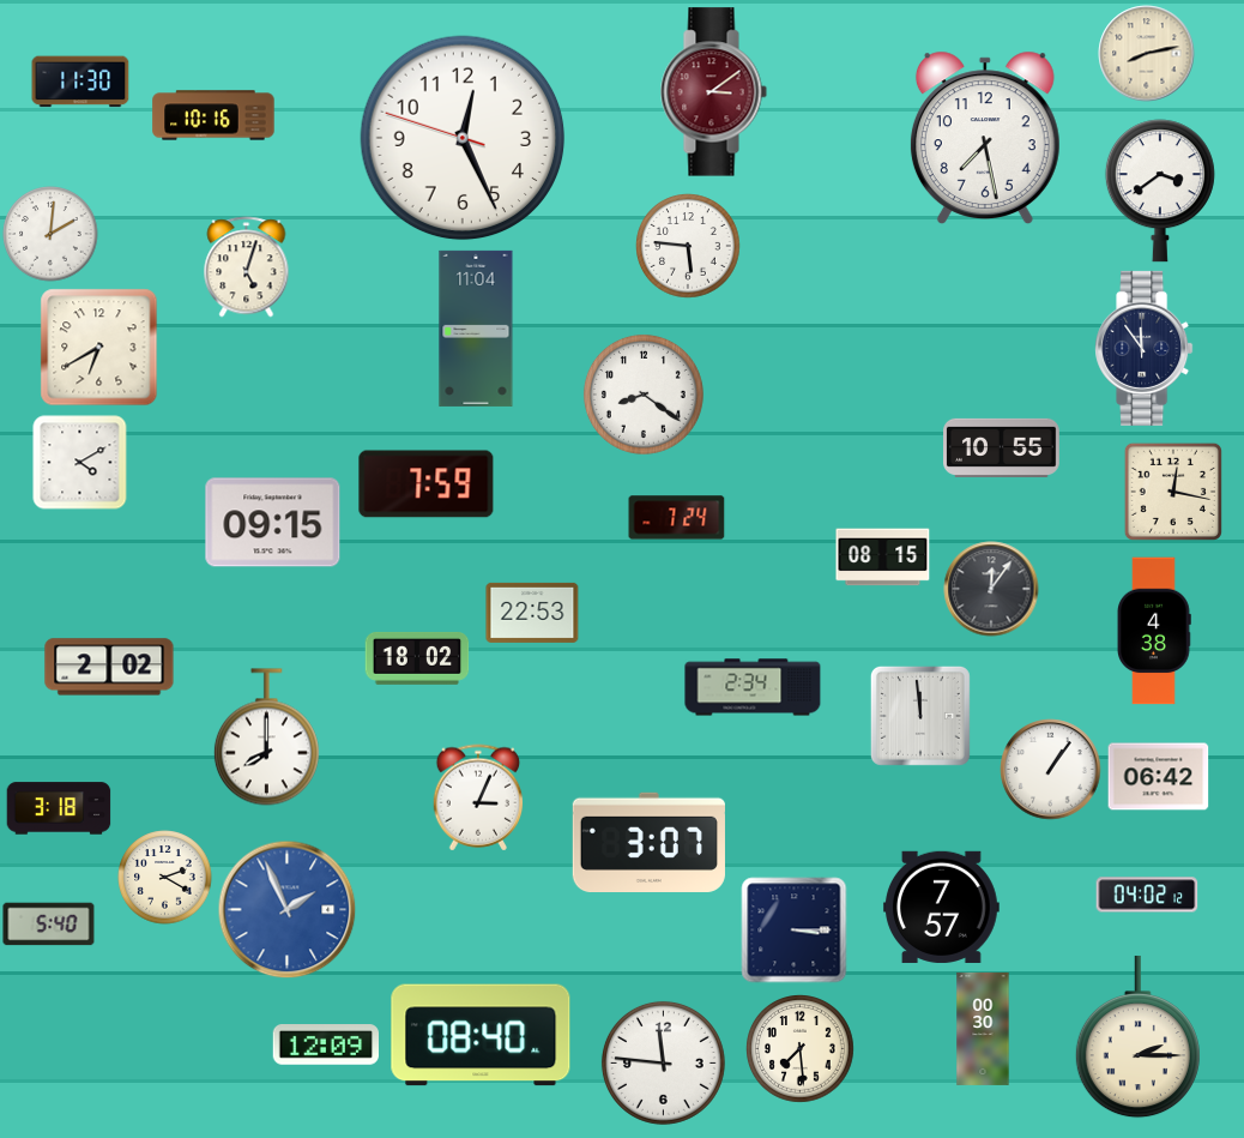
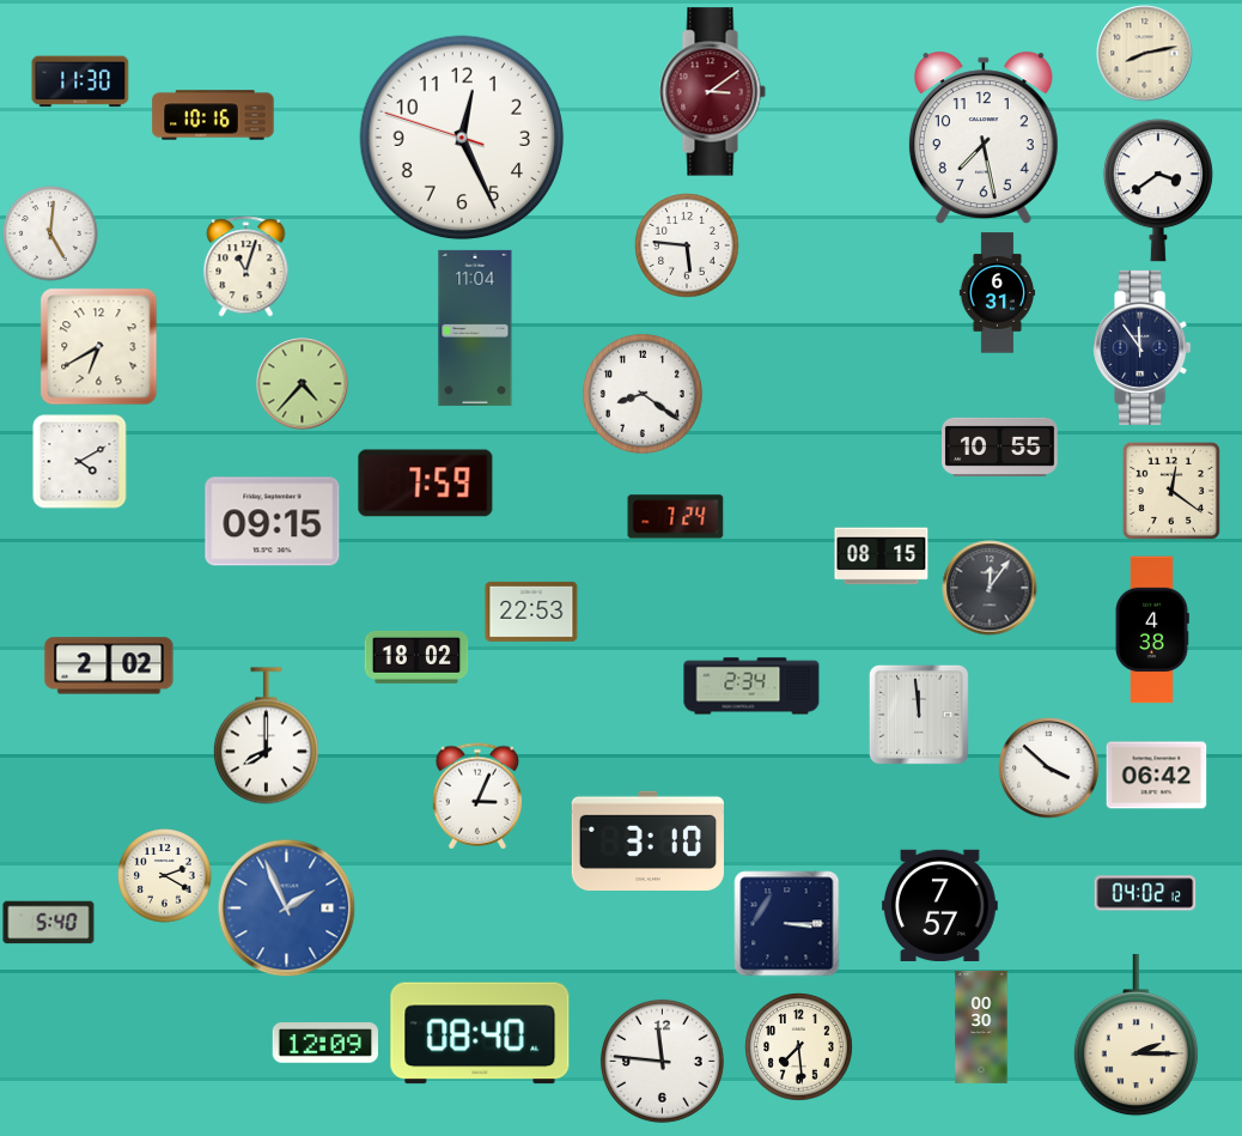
clock at (50, 234): 2:01 -> 5:01
clock at (247, 267): 5:03 -> 11:03
clock at (998, 293): none -> 6:31
clock at (303, 384): none -> 4:37
clock at (1173, 492): 12:17 -> 12:21
clock at (1051, 770): 1:06 -> 3:52
clock at (59, 808): 3:18 -> none
clock at (648, 842): 3:07 -> 3:10
clock at (795, 931) position: (795, 931) -> (787, 924)
